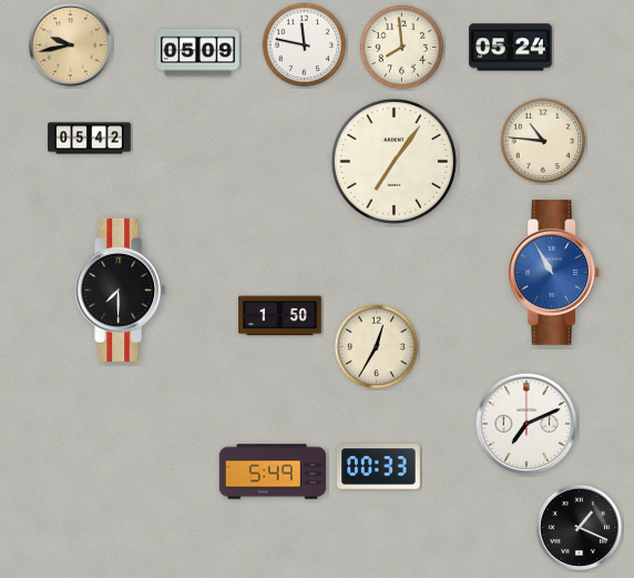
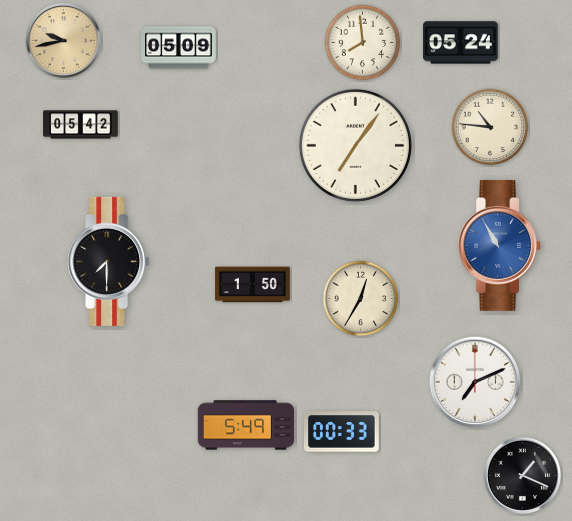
clock at (305, 45): 11:47 -> none
clock at (377, 347) position: (377, 347) -> (361, 299)
clock at (379, 467) position: (379, 467) -> (342, 432)
